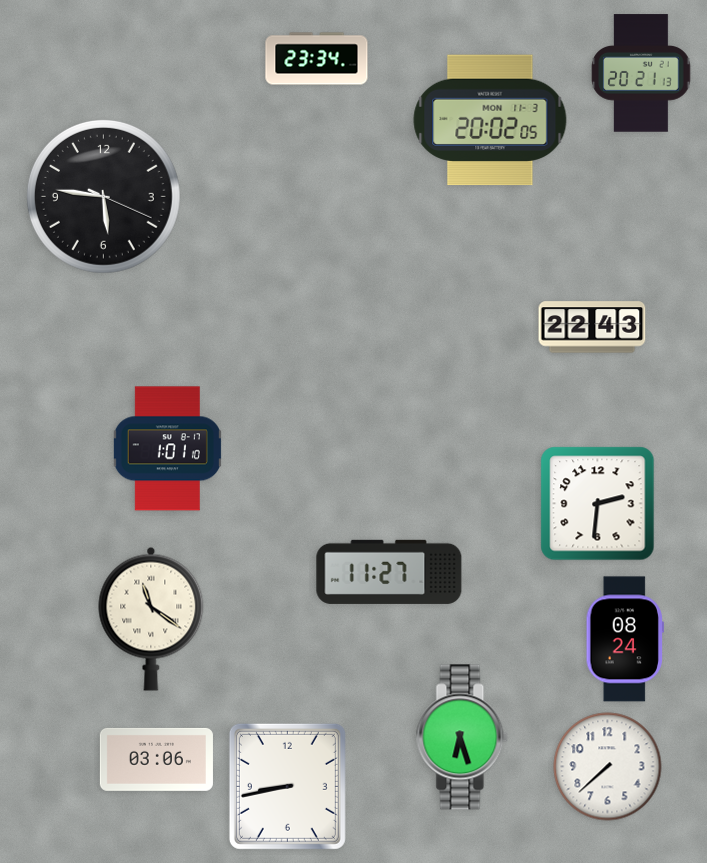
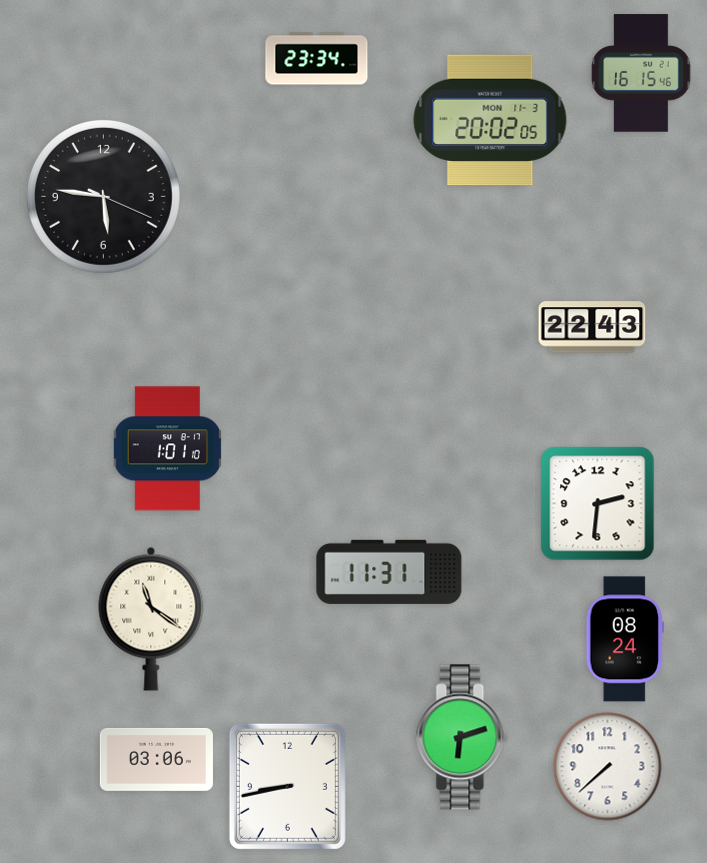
clock at (641, 73): 20:21 -> 16:15
clock at (389, 572): 11:27 -> 11:31
clock at (462, 737): 6:27 -> 6:12
